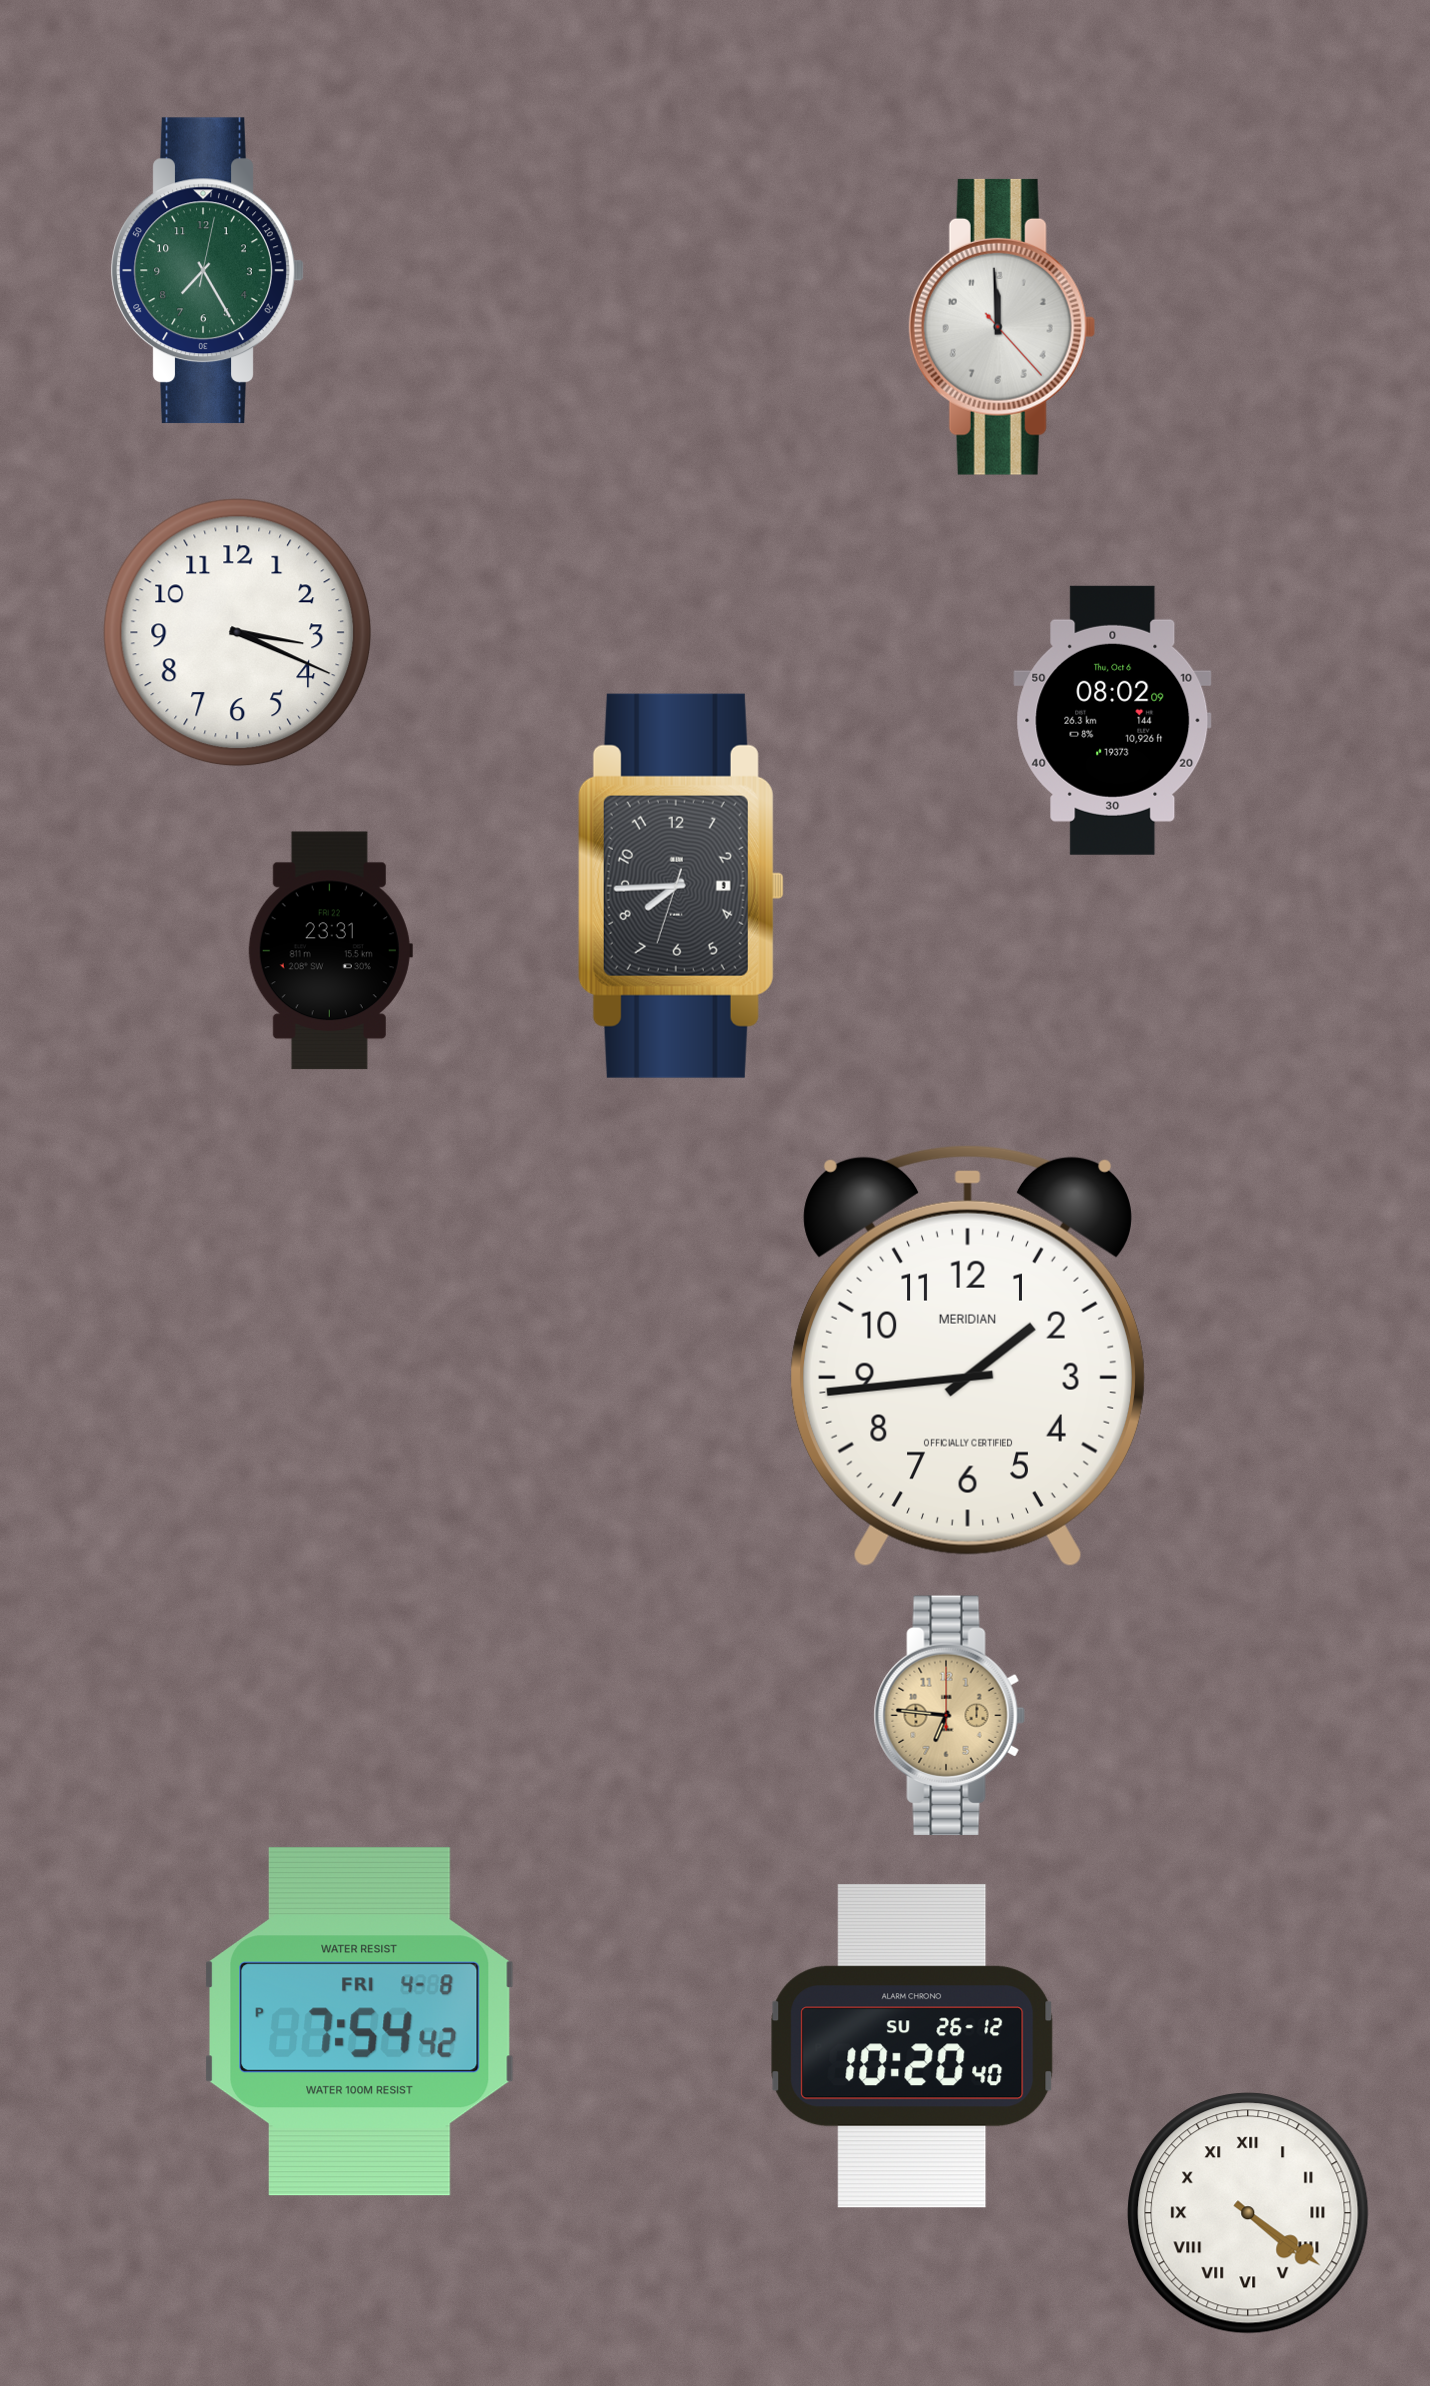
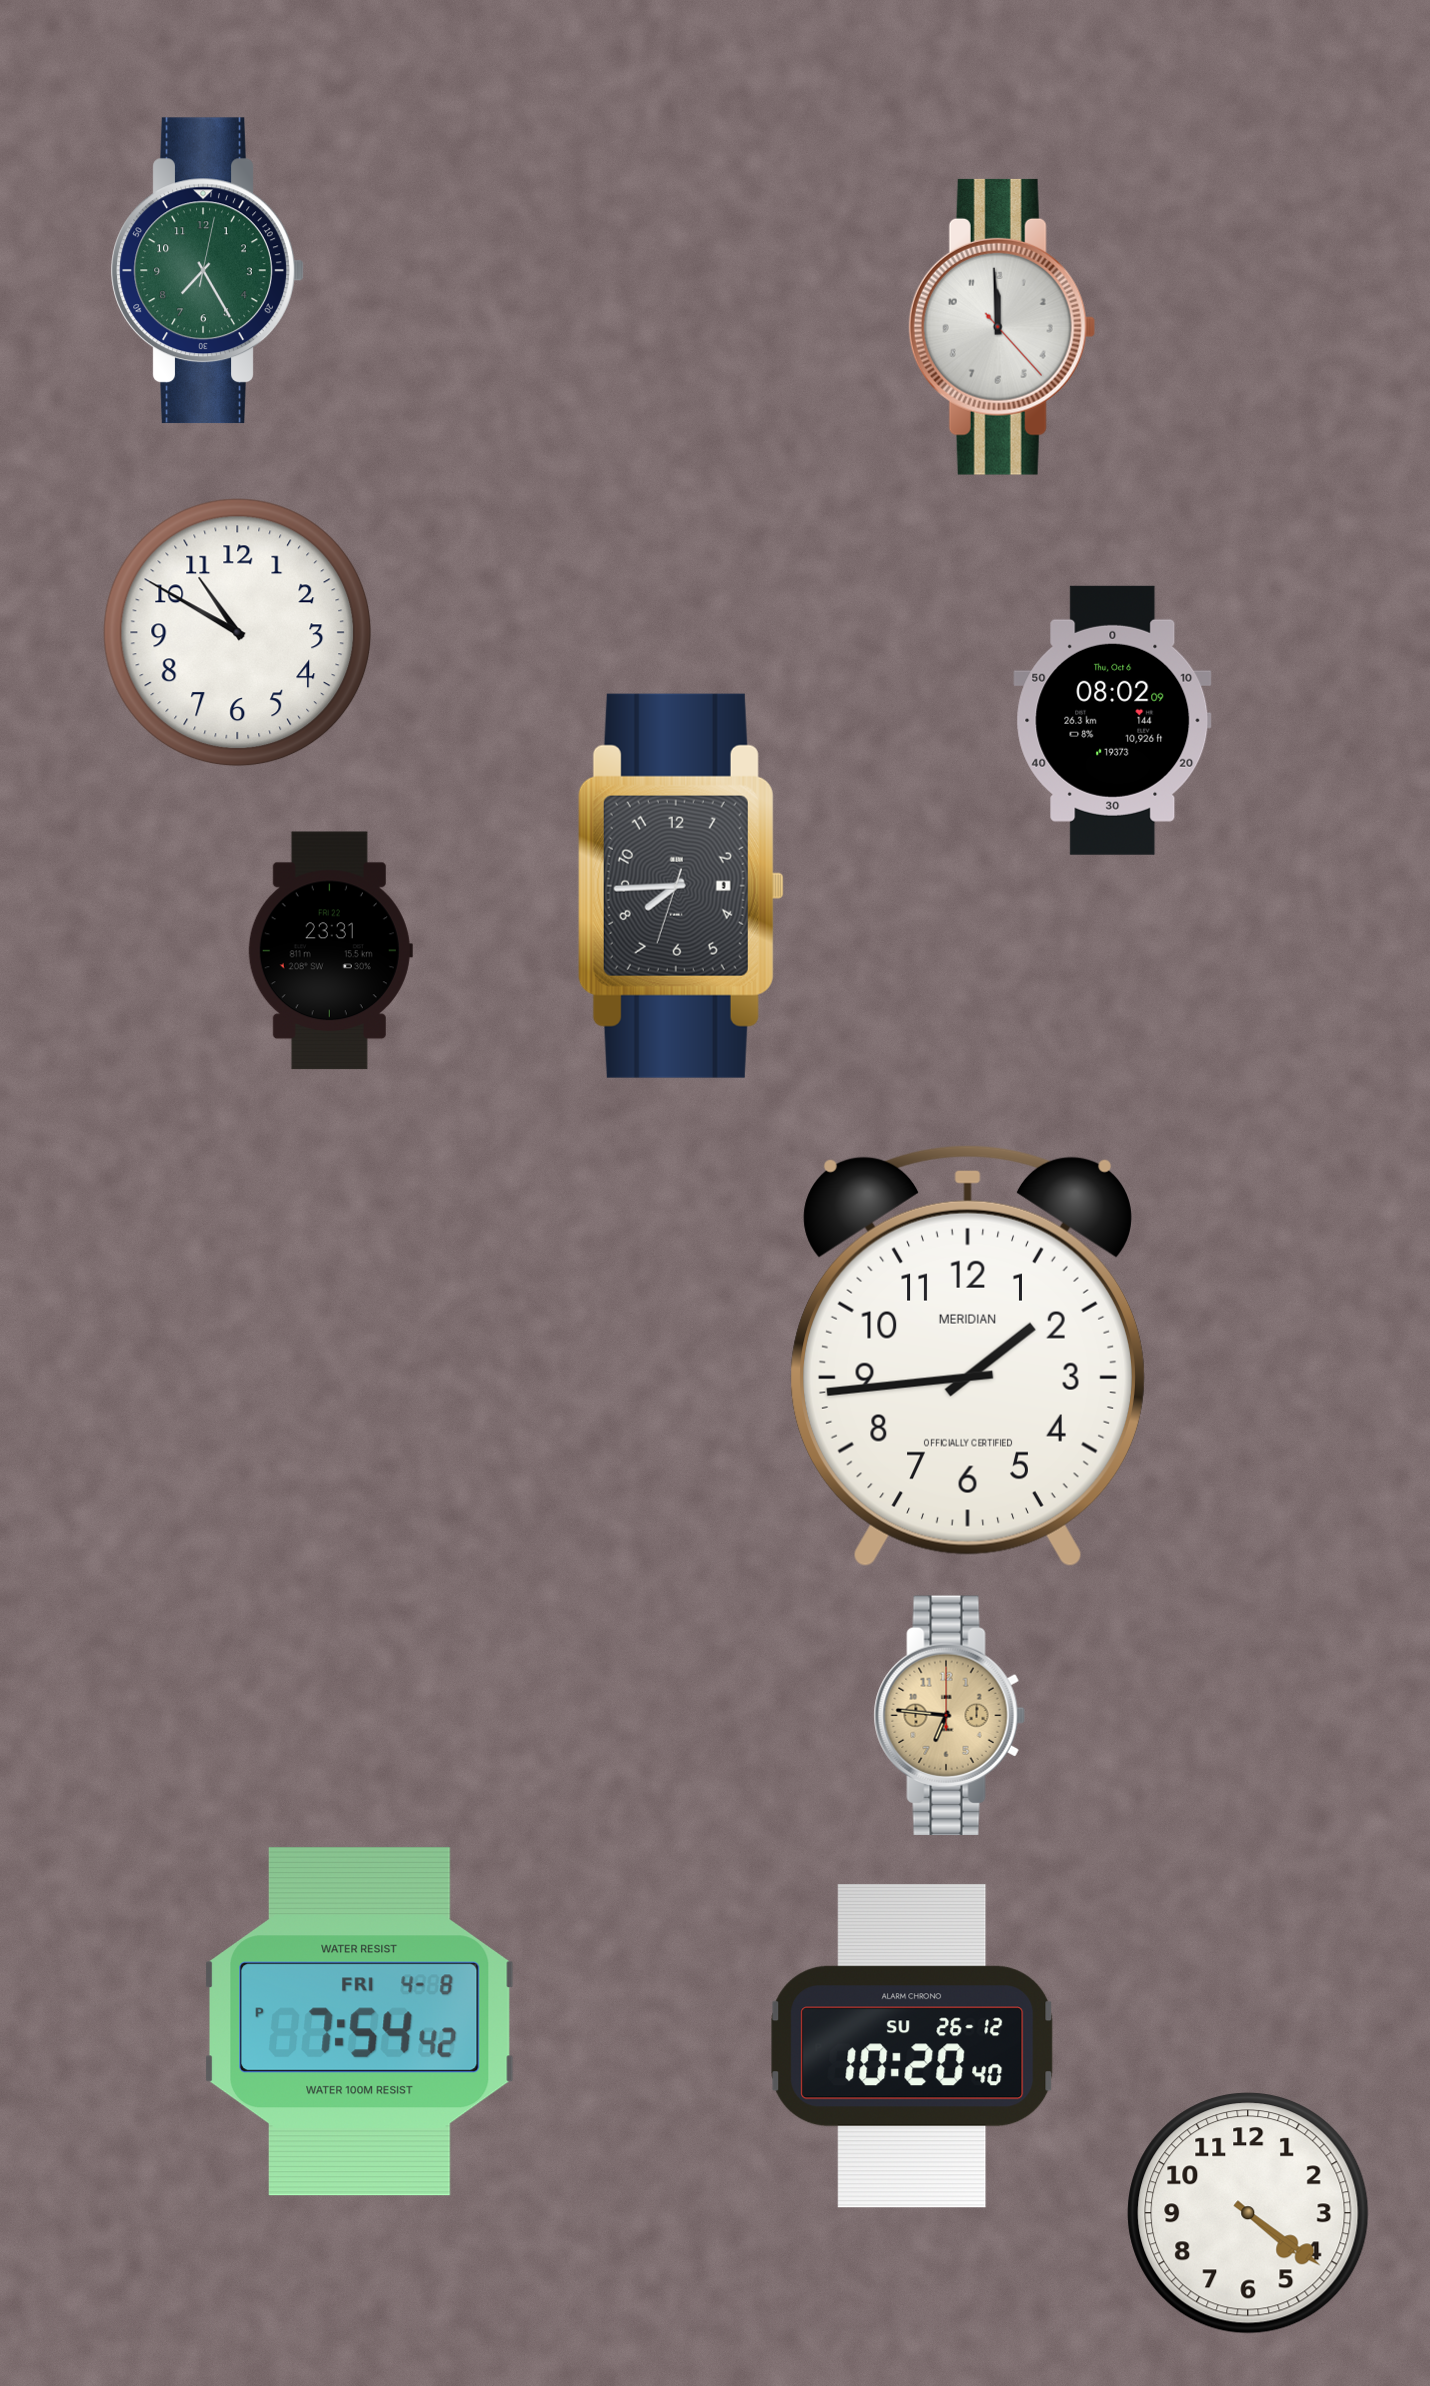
clock at (238, 633): 3:19 -> 10:50
clock at (1248, 2213) numerals: Roman -> Arabic
